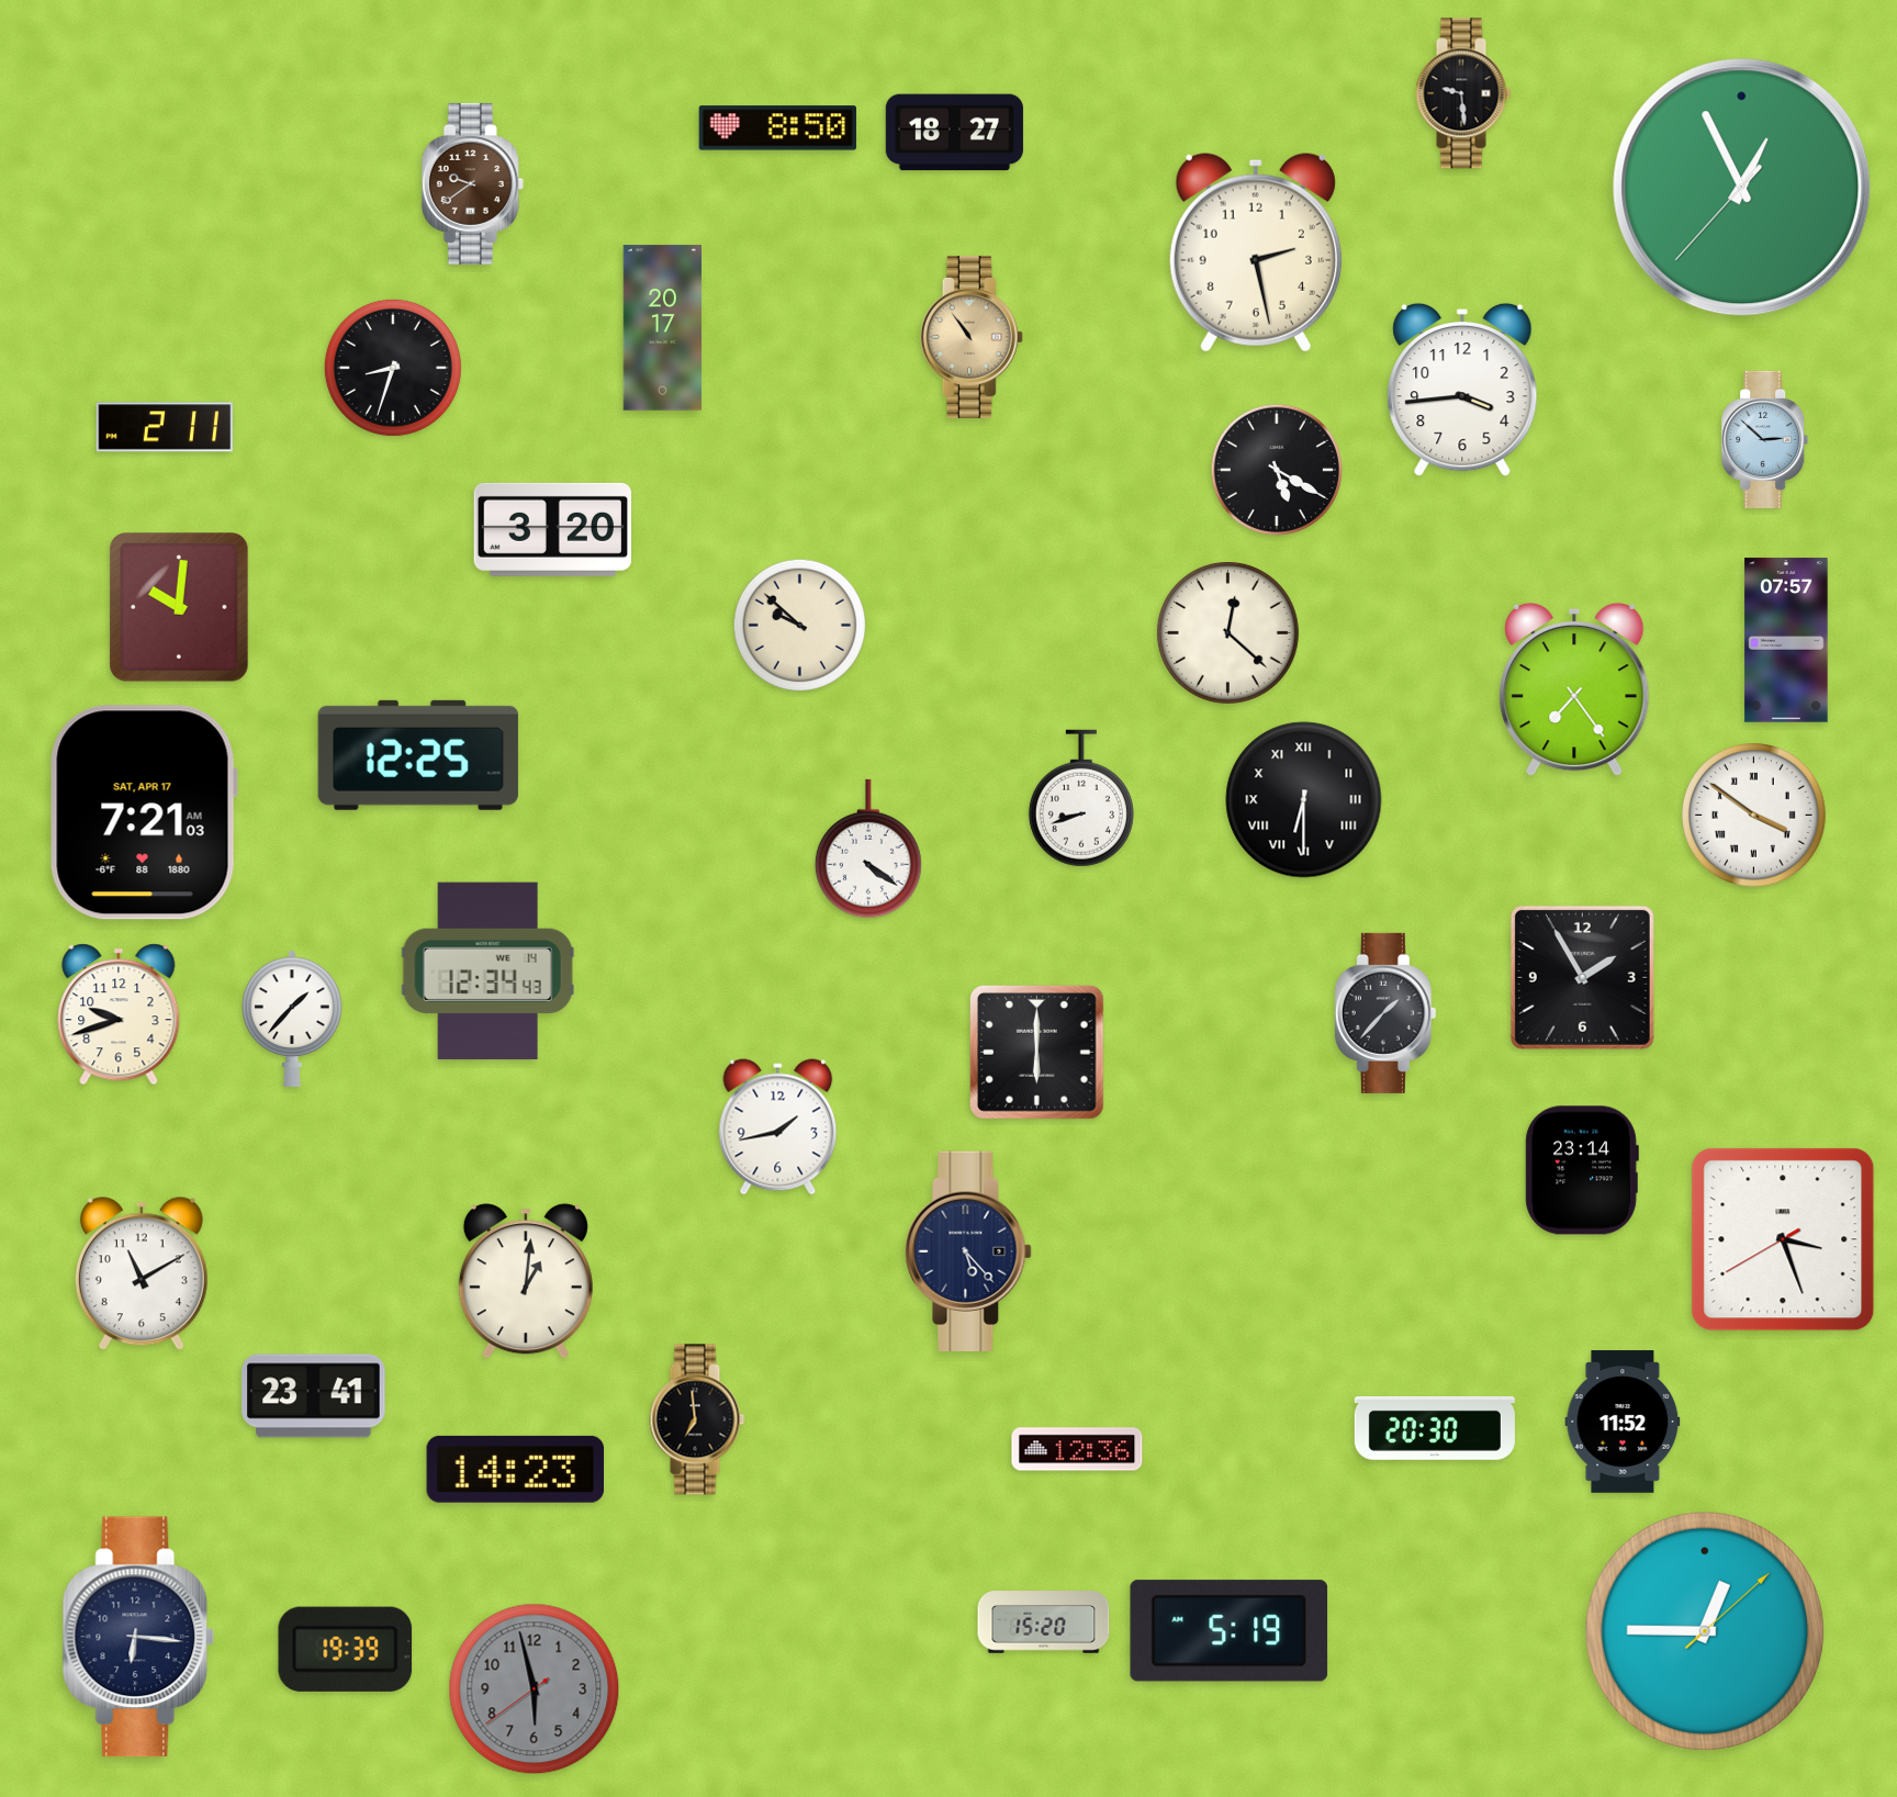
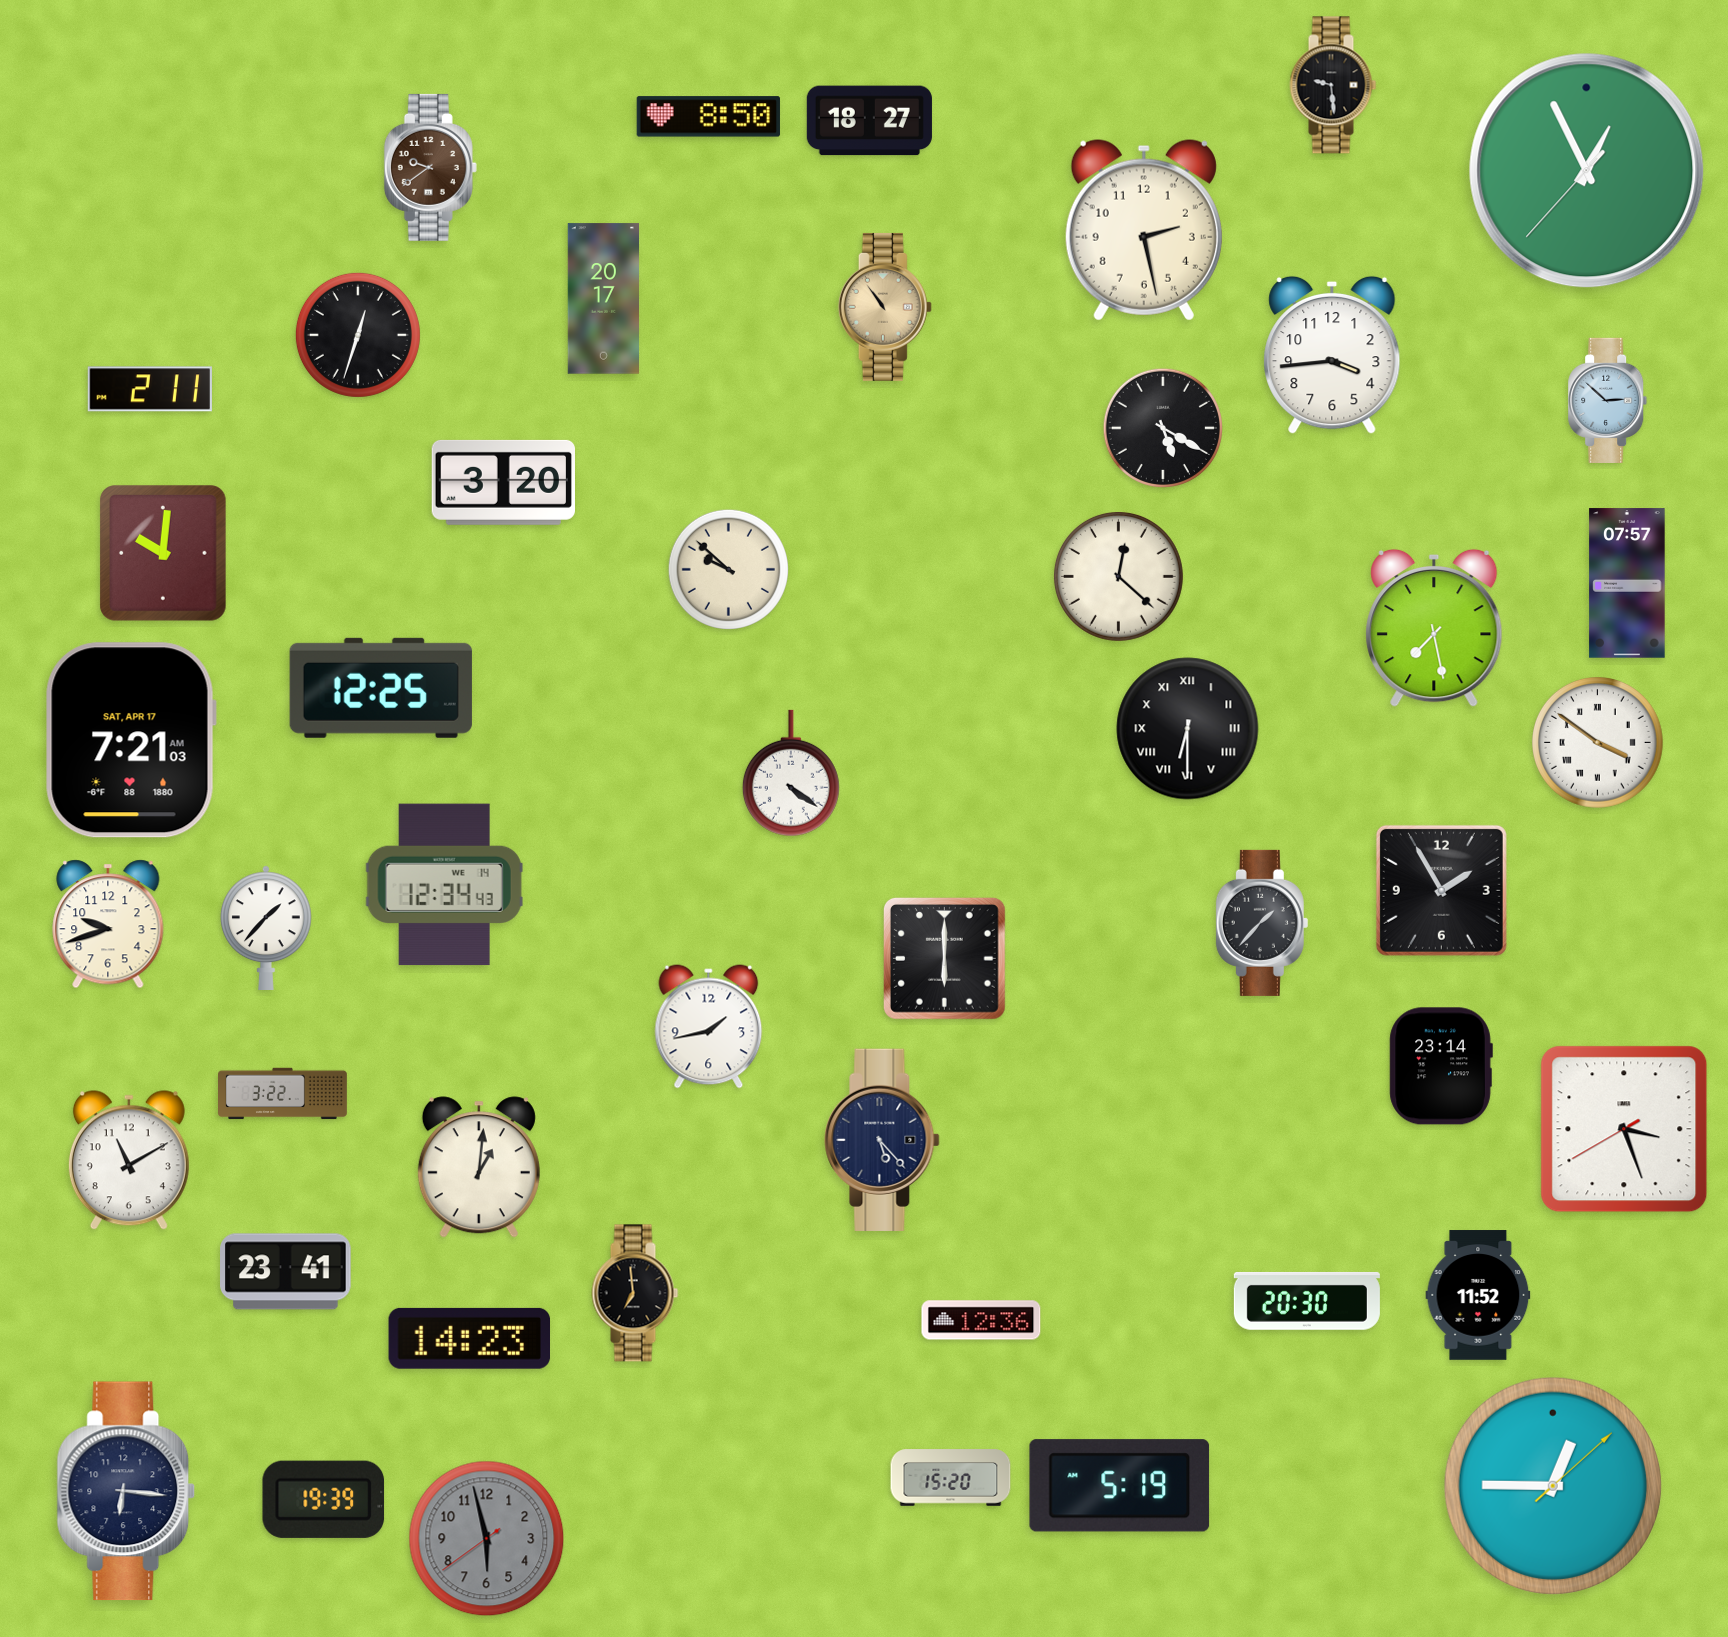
clock at (393, 368): 8:33 -> 12:33
clock at (1574, 689): 7:24 -> 7:28
clock at (1081, 798): 8:42 -> none
clock at (283, 1094): none -> 3:22
clock at (345, 1649) position: (345, 1649) -> (323, 1499)
